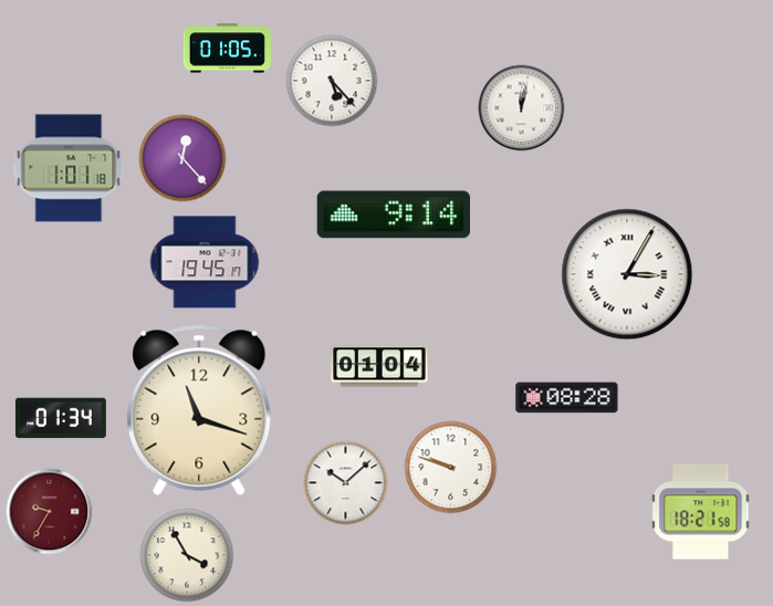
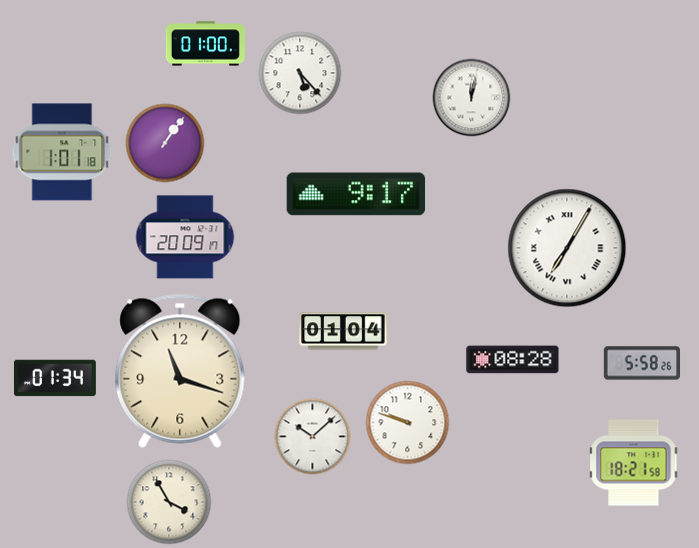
clock at (227, 49): 01:05 -> 01:00
clock at (182, 158): 12:23 -> 1:06
clock at (394, 215): 9:14 -> 9:17
clock at (205, 262): 19:45 -> 20:09
clock at (627, 274): 3:05 -> 7:05
clock at (642, 363): none -> 5:58
clock at (50, 512): 9:35 -> none
